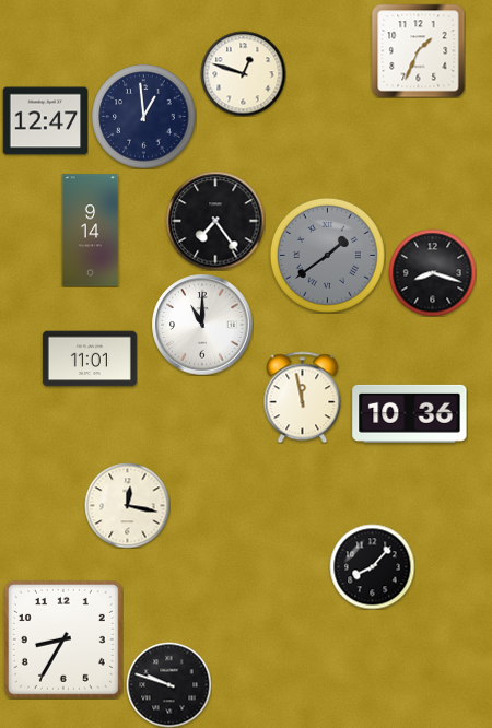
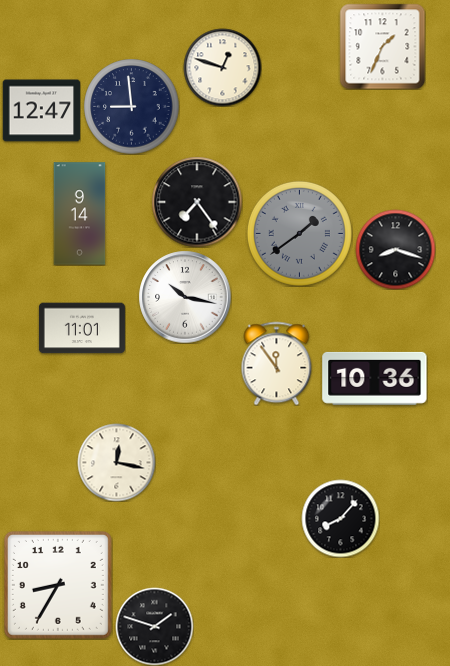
clock at (143, 116): 12:59 -> 8:59
clock at (91, 231) position: (91, 231) -> (80, 214)
clock at (202, 325): 11:00 -> 10:17
clock at (303, 397): 11:58 -> 11:54
clock at (168, 684): 9:48 -> 1:48
